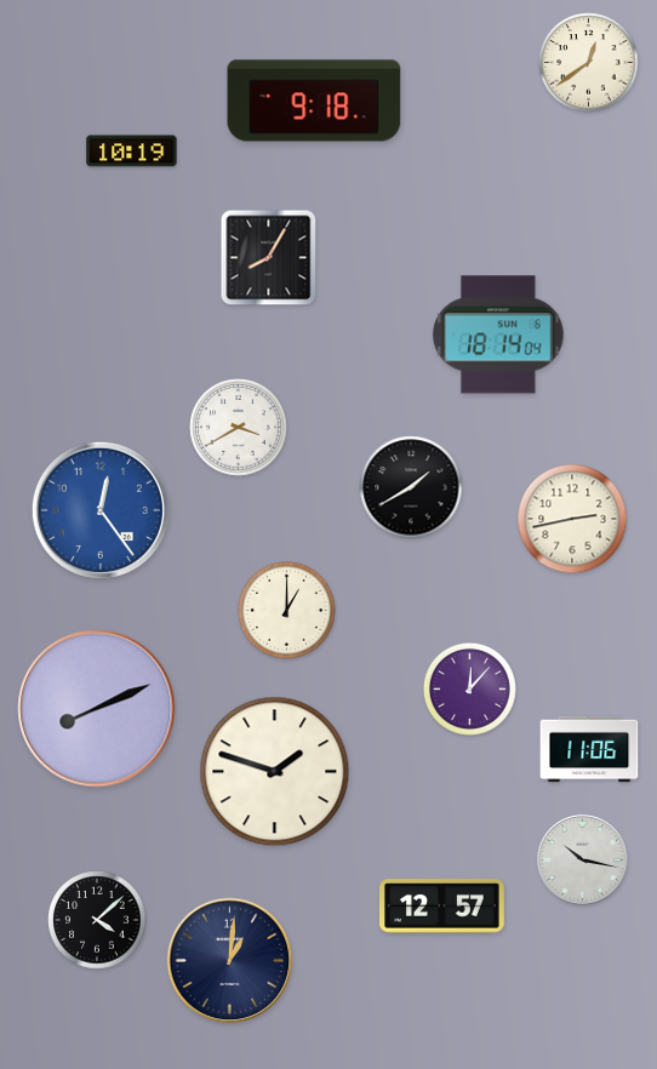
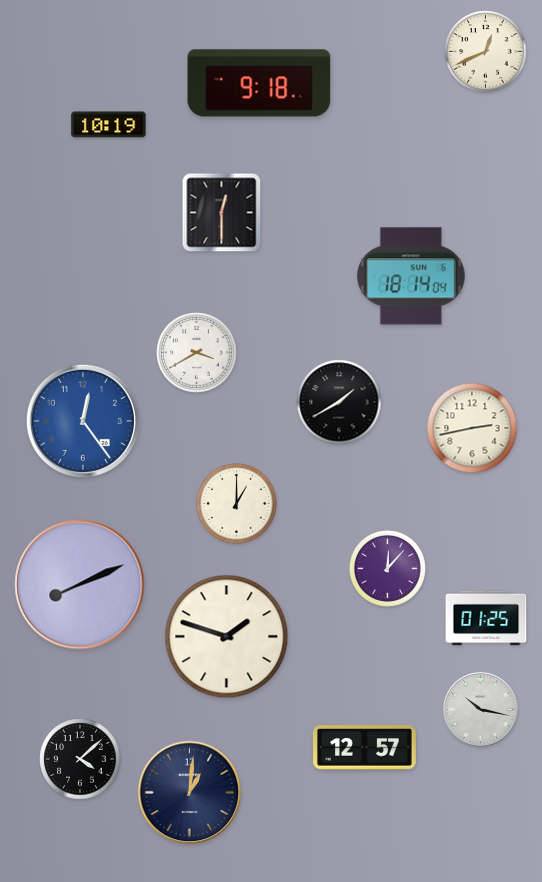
clock at (589, 63): 12:39 -> 12:41
clock at (269, 258): 8:05 -> 12:30
clock at (589, 749): 11:06 -> 01:25
